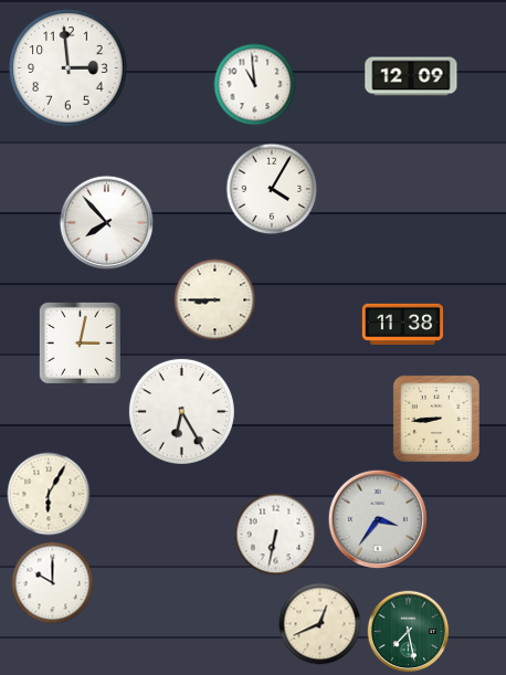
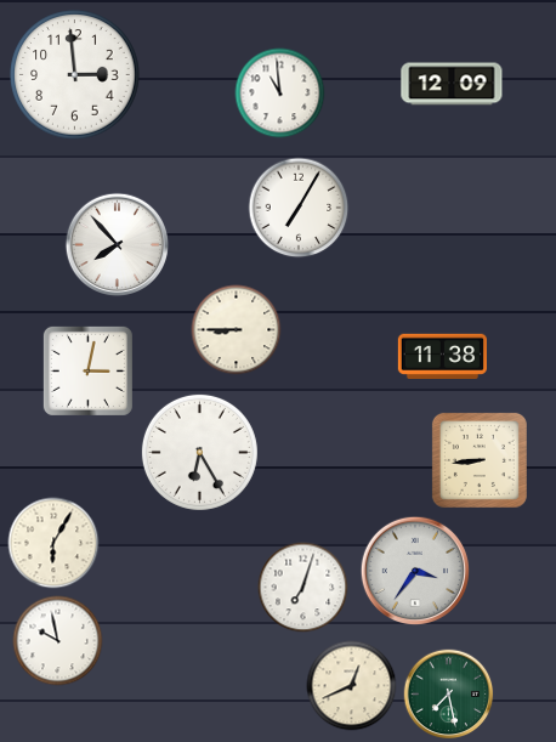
clock at (272, 189): 4:05 -> 7:05
clock at (80, 342) position: (80, 342) -> (87, 370)
clock at (276, 535): 6:32 -> 7:03
clock at (53, 583): 10:00 -> 9:58
